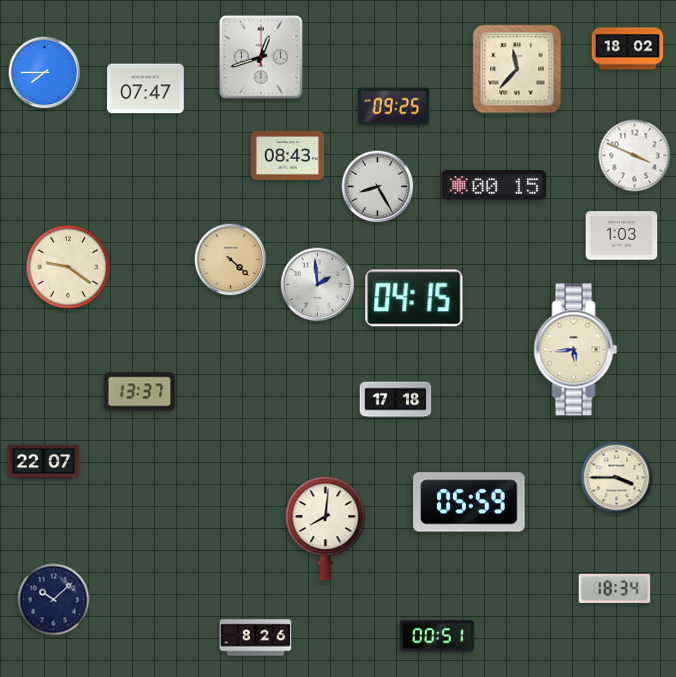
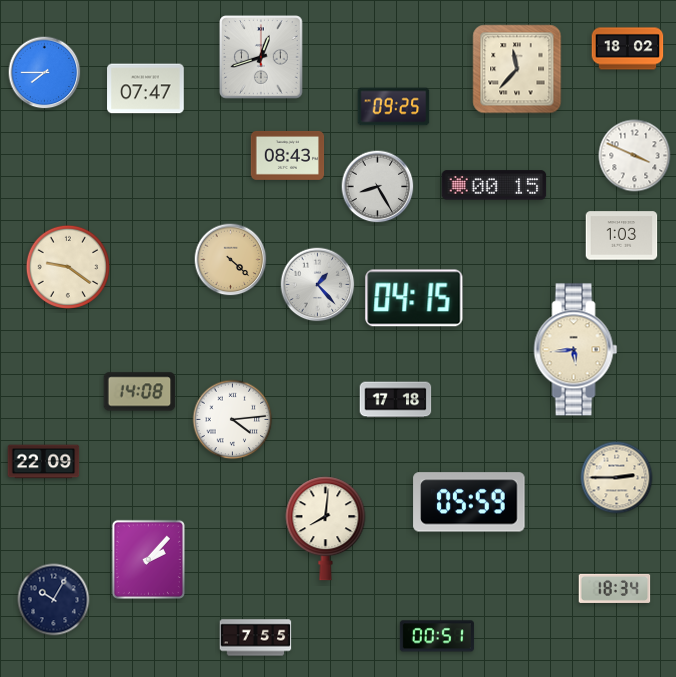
clock at (318, 285): 1:59 -> 1:23
clock at (140, 392): 13:37 -> 14:08
clock at (233, 420): none -> 4:14
clock at (44, 462): 22:07 -> 22:09
clock at (617, 478): 3:45 -> 2:45
clock at (148, 559): none -> 2:07
clock at (54, 600): 10:08 -> 10:05
clock at (256, 638): 8:26 -> 7:55
